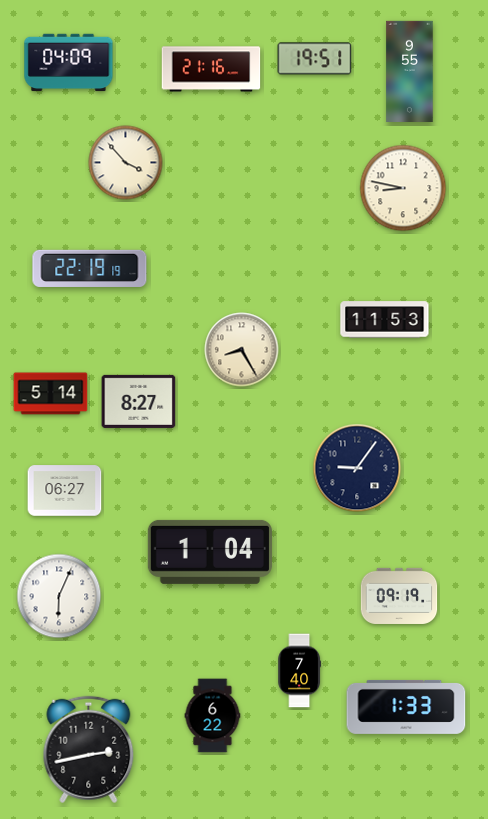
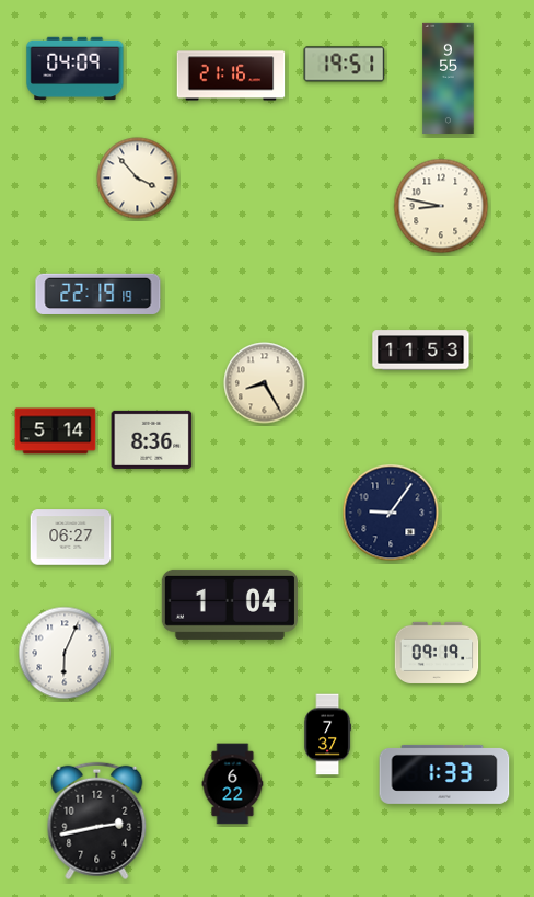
clock at (139, 401): 8:27 -> 8:36
clock at (299, 671): 7:40 -> 7:37
